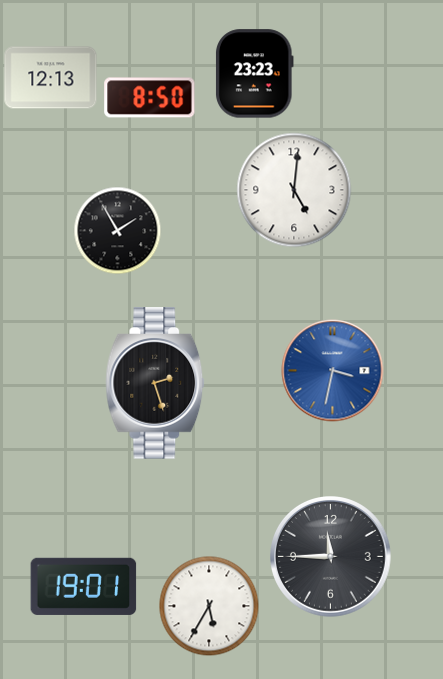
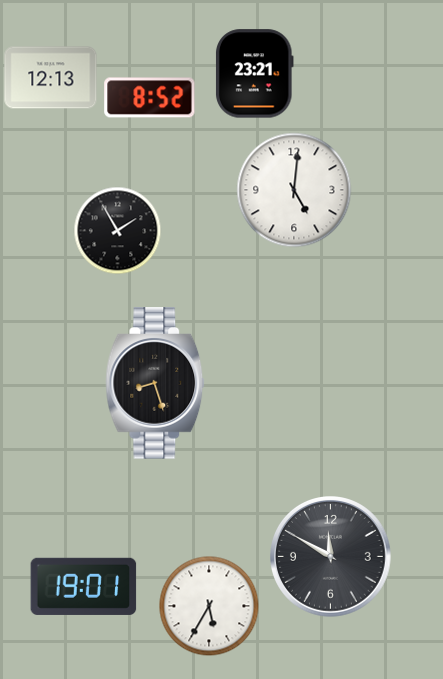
clock at (255, 74): 23:23 -> 23:21
clock at (150, 98): 8:50 -> 8:52
clock at (333, 371): 3:32 -> none
clock at (155, 383): 2:27 -> 8:27
clock at (331, 557): 11:45 -> 11:50
